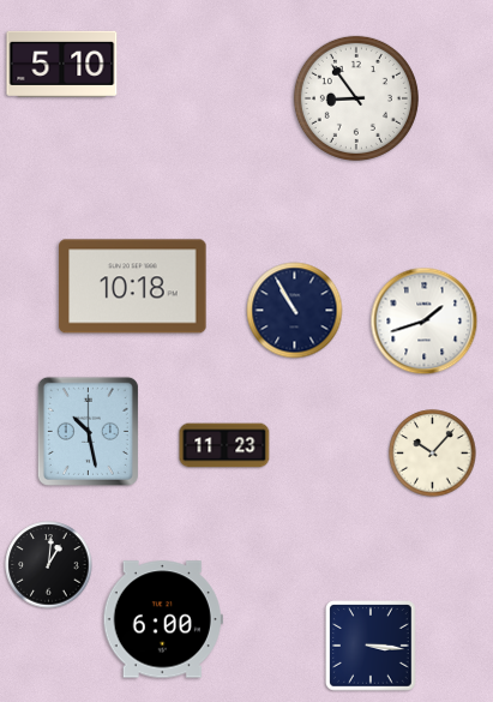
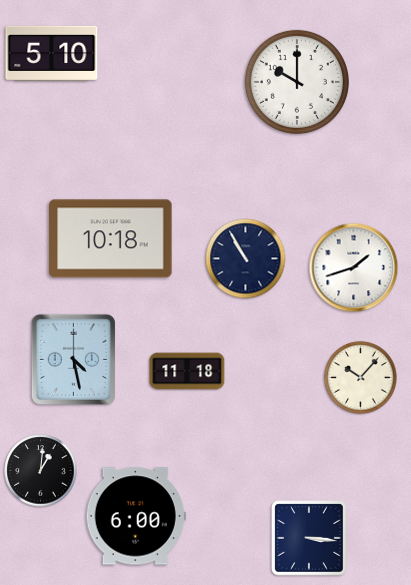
clock at (356, 98): 8:54 -> 10:00
clock at (88, 431): 10:28 -> 4:28
clock at (224, 445): 11:23 -> 11:18
